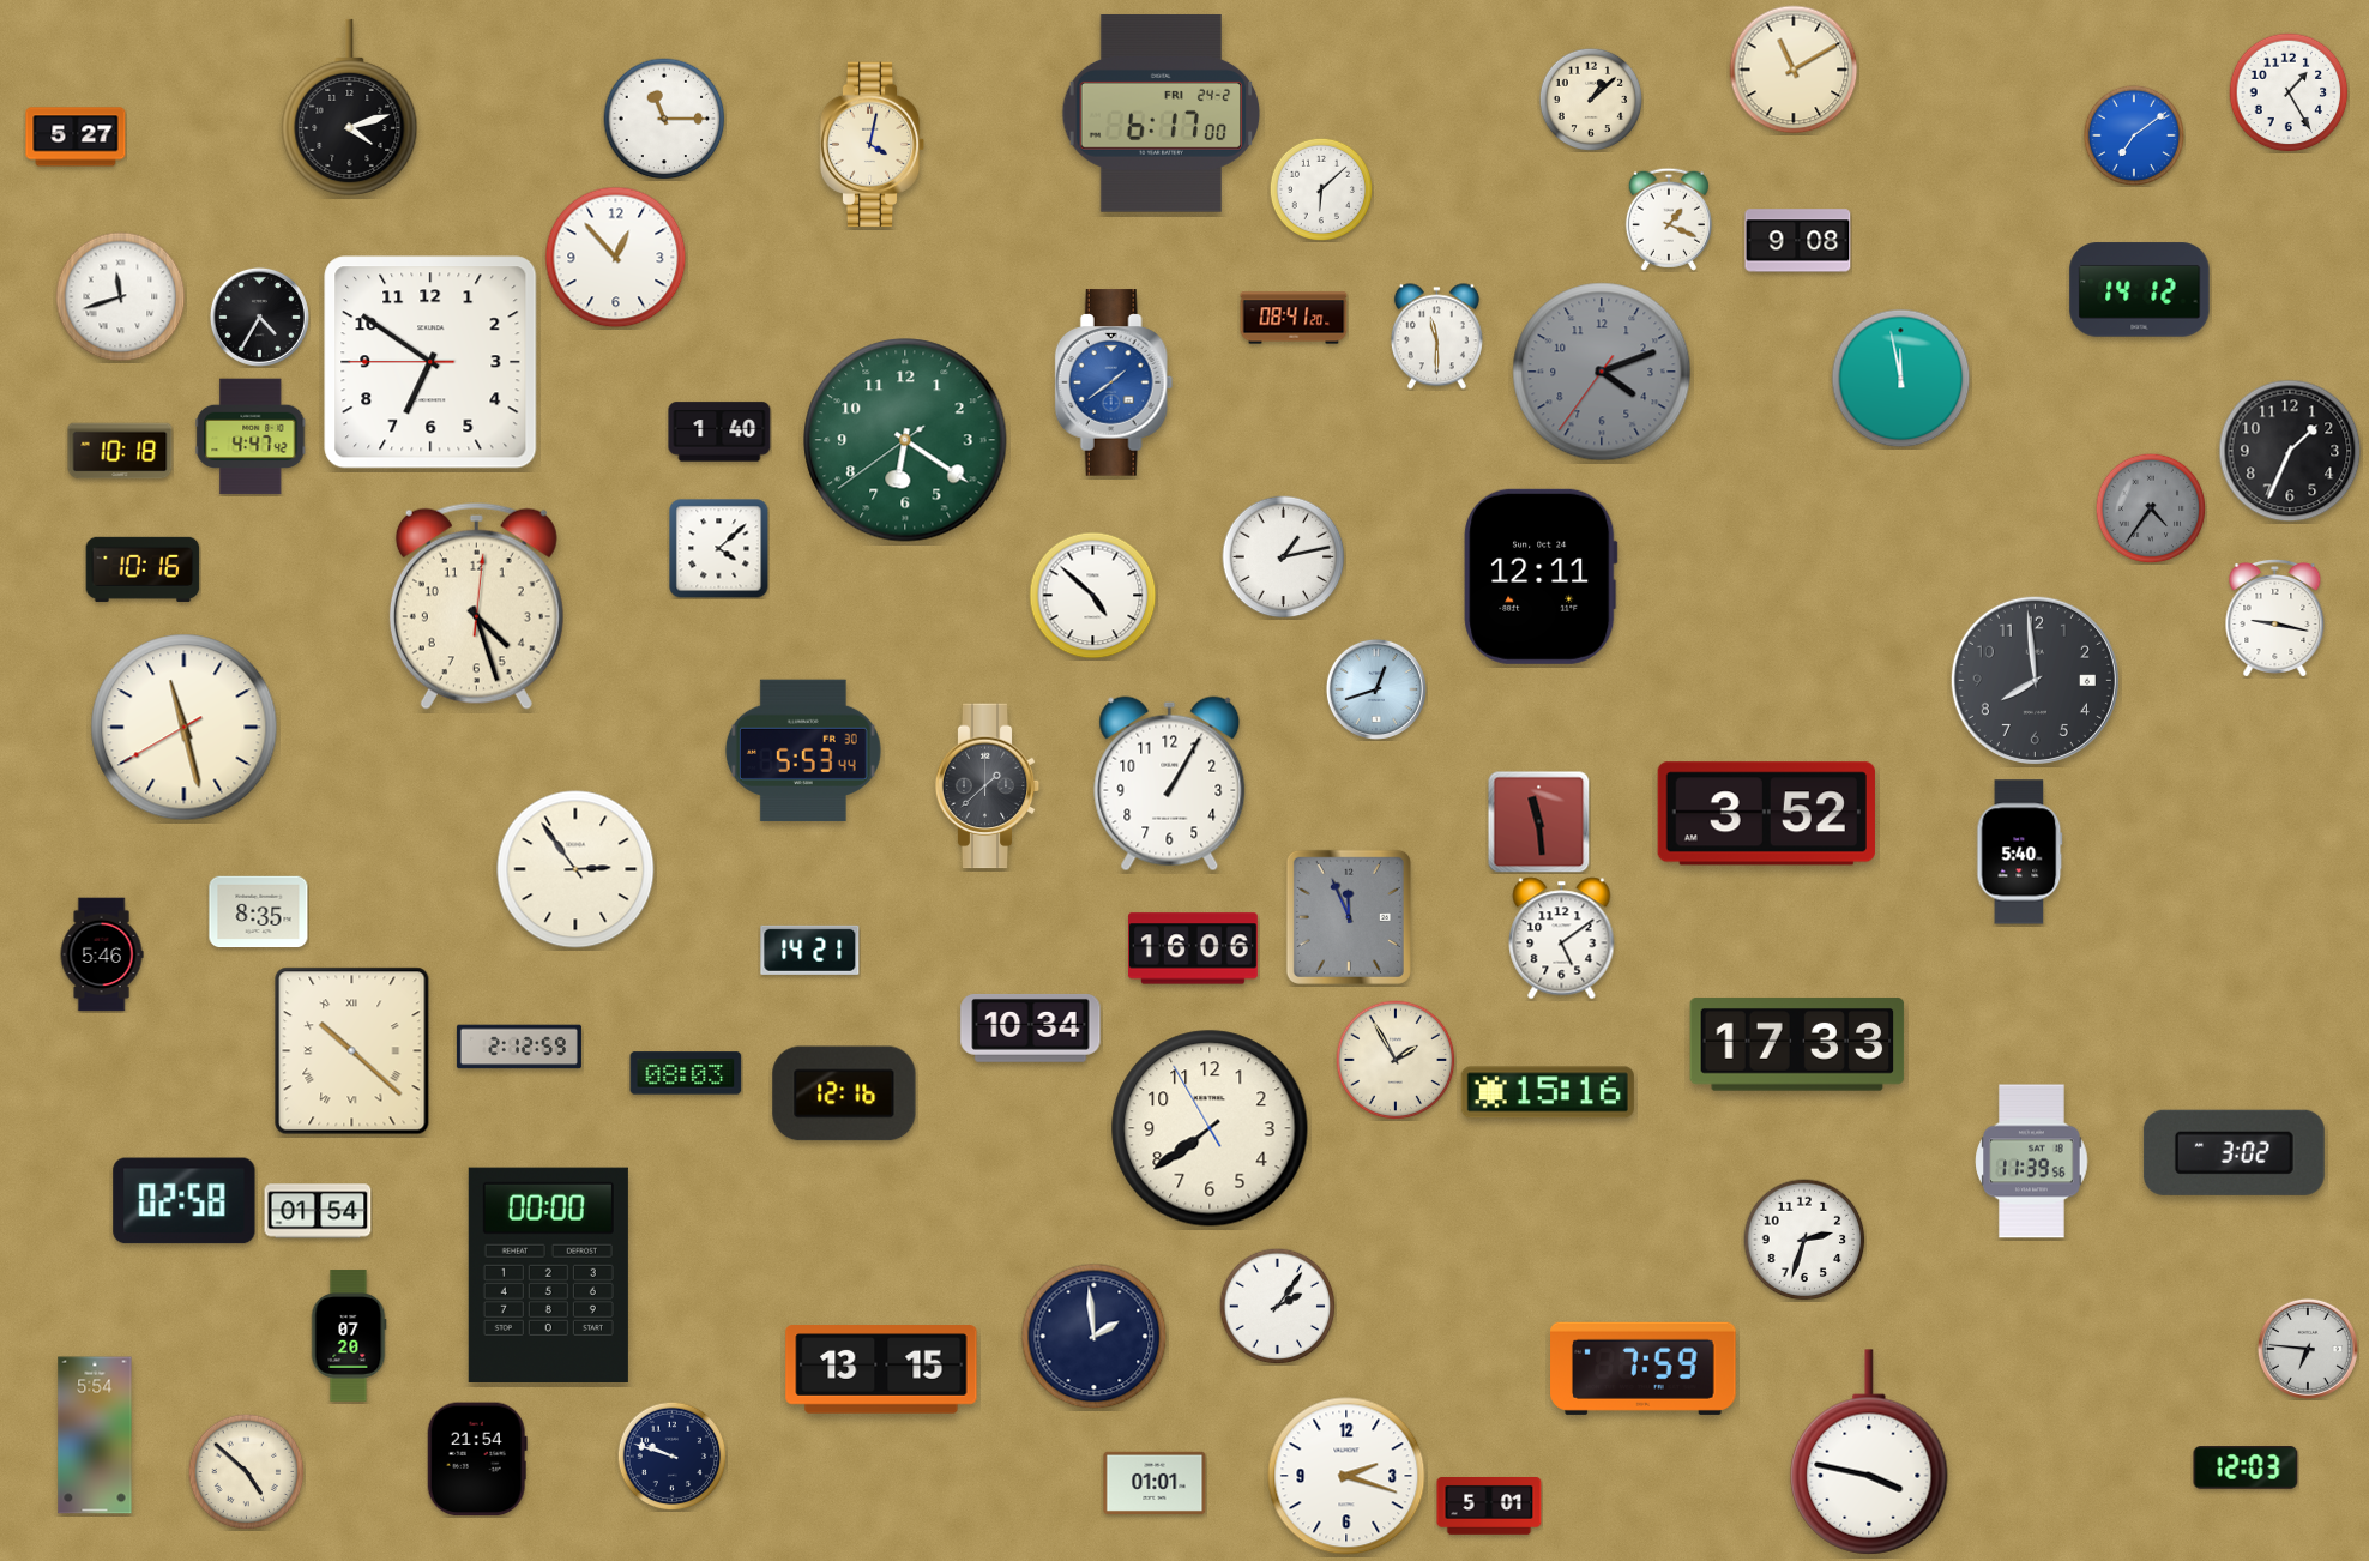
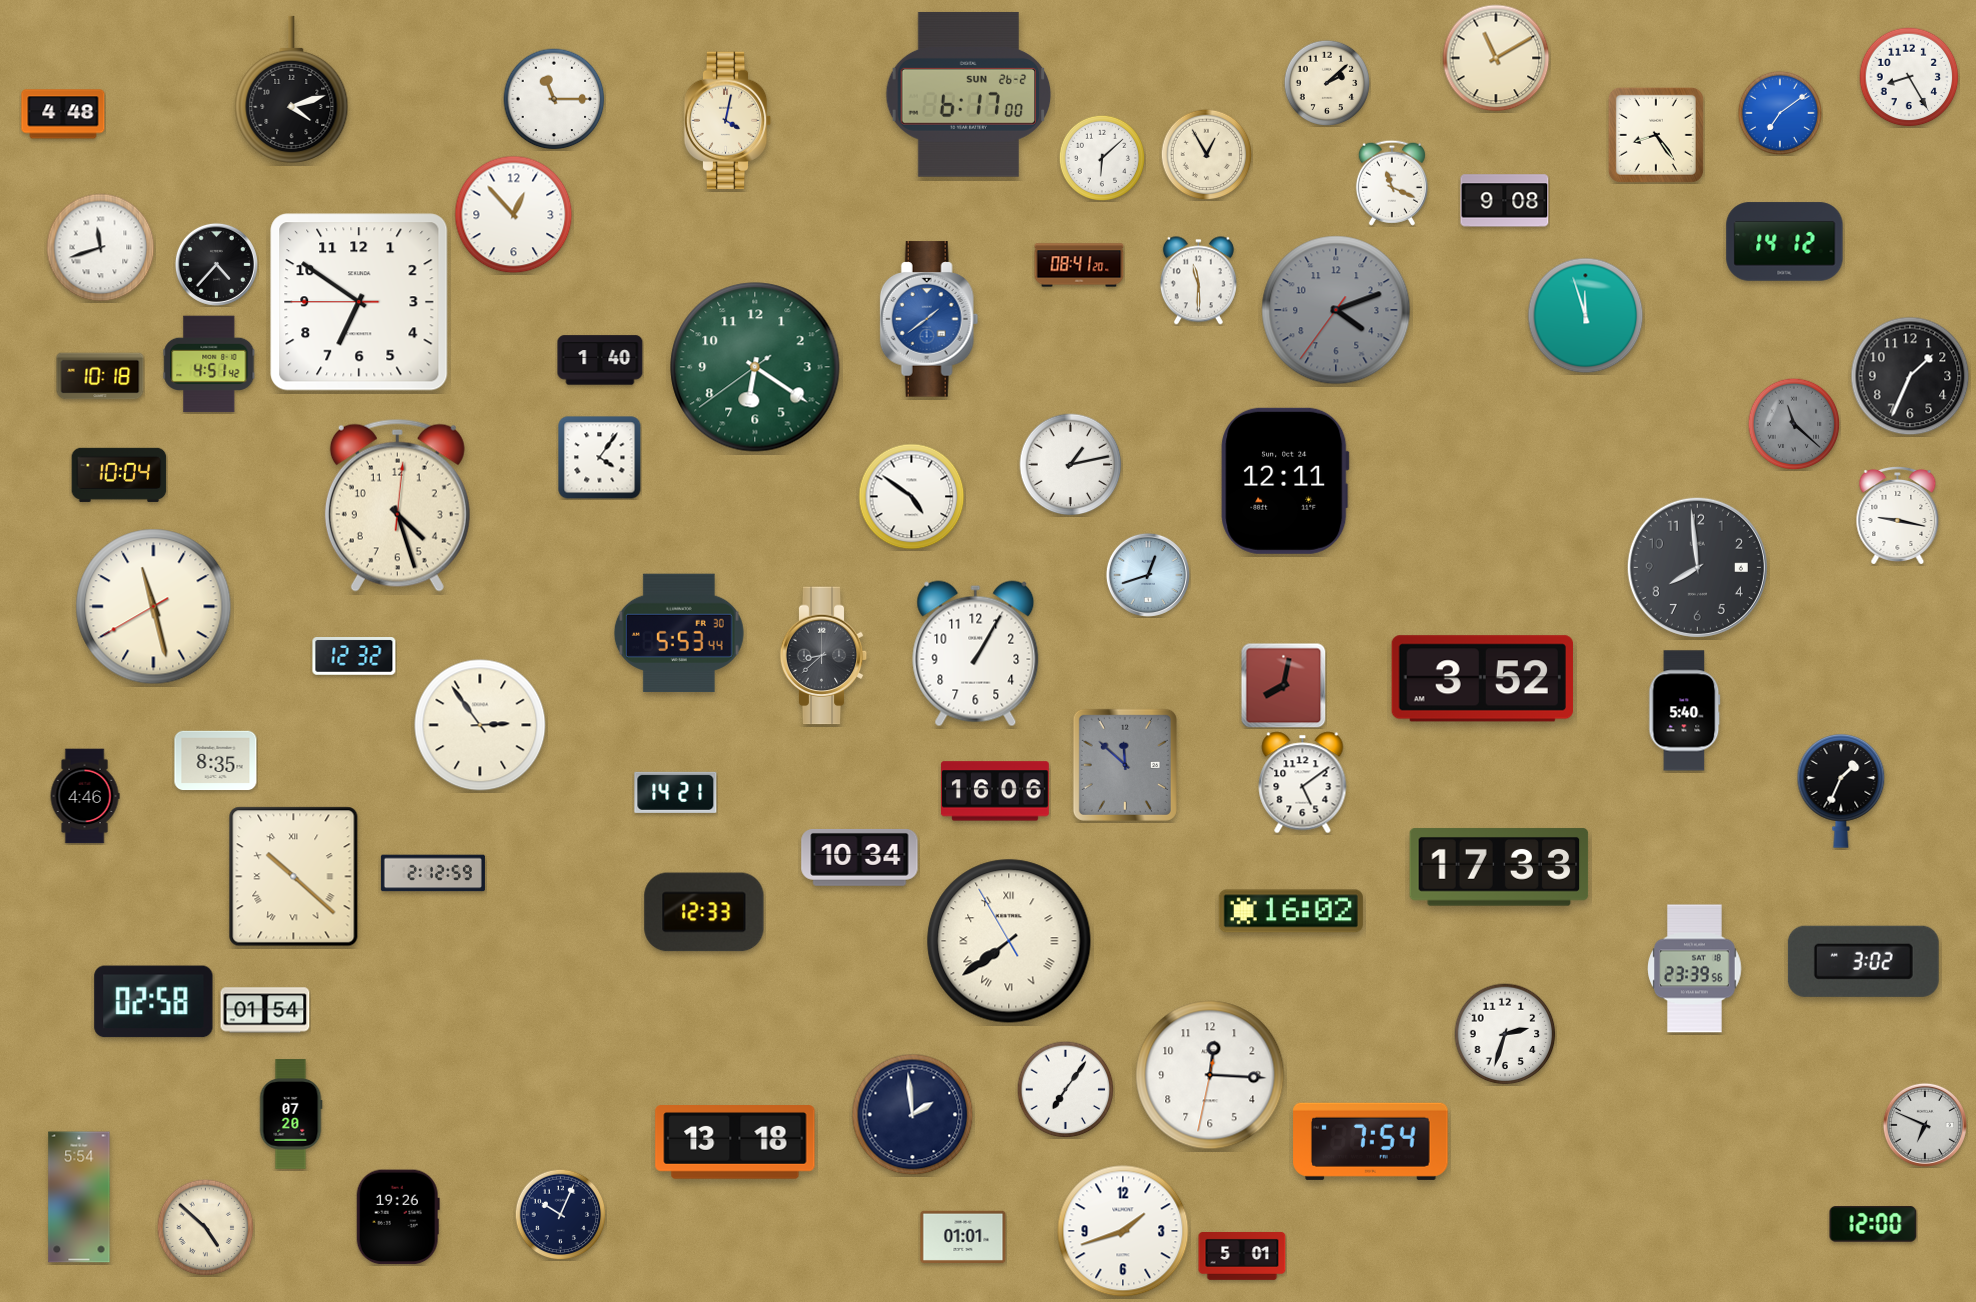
clock at (2289, 92): 1:25 -> 8:25
clock at (1590, 98): 1:08 -> 2:08
clock at (1162, 114) date: FRI 24-2 -> SUN 26-2
clock at (76, 137): 5:27 -> 4:48
clock at (1656, 135): none -> 8:24
clock at (1206, 154): none -> 12:55
clock at (1669, 219): 1:19 -> 11:19
clock at (1798, 241) position: (1798, 241) -> (1505, 201)
clock at (259, 317): 4:35 -> 4:37
clock at (1901, 379): 11:58 -> 11:57
clock at (251, 436): 4:47 -> 4:51
clock at (2151, 508): 4:36 -> 11:22
clock at (719, 549): 4:08 -> 4:06
clock at (143, 569): 10:16 -> 10:04
clock at (1093, 596): 4:52 -> 4:51
clock at (803, 749) position: (803, 749) -> (679, 632)
clock at (988, 786): 1:38 -> 8:38
clock at (354, 657): none -> 12:32
clock at (1766, 814) position: (1766, 814) -> (1482, 679)
clock at (1538, 821): 11:29 -> 8:02
clock at (1349, 917): 11:56 -> 11:52
clock at (1841, 792): none -> 1:34
clock at (102, 954): 5:46 -> 4:46
clock at (1797, 1044) position: (1797, 1044) -> (1499, 867)
clock at (1396, 1060): 1:55 -> none
clock at (686, 1073): 08:03 -> none
clock at (1548, 1092): 15:16 -> 16:02
clock at (844, 1093): 12:16 -> 12:33
clock at (1210, 1128) numerals: Arabic -> Roman
clock at (2032, 1162): 11:39 -> 23:39
clock at (548, 1274): 00:00 -> none
clock at (1210, 1075): none -> 12:15
clock at (1277, 1306): 2:06 -> 7:06
clock at (2308, 1349): 6:46 -> 6:49
clock at (1644, 1368): 7:59 -> 7:54
clock at (881, 1369): 13:15 -> 13:18
clock at (1869, 1452): 3:47 -> none
clock at (671, 1455): 9:48 -> 10:04
clock at (477, 1459): 21:54 -> 19:26
clock at (2246, 1467): 12:03 -> 12:00
clock at (1346, 1476): 2:18 -> 1:42
